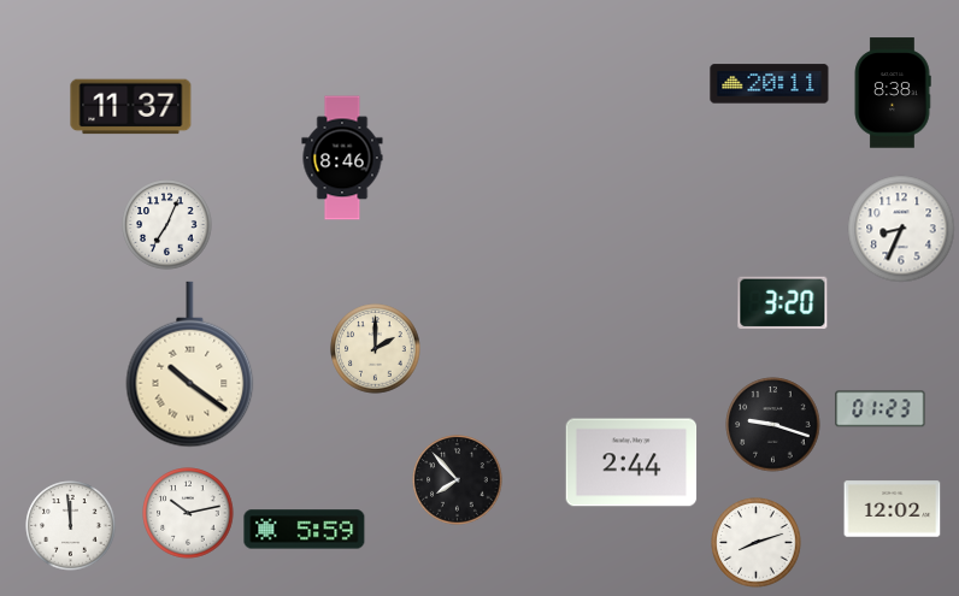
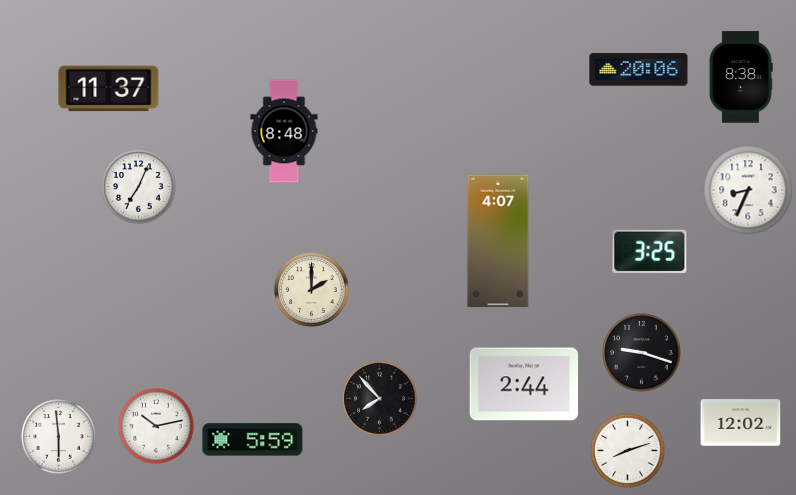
clock at (770, 84): 20:11 -> 20:06
clock at (342, 158): 8:46 -> 8:48
clock at (498, 241): none -> 4:07
clock at (783, 303): 3:20 -> 3:25
clock at (190, 365): 10:21 -> none
clock at (881, 409): 01:23 -> none
clock at (71, 526): 11:59 -> 5:59
